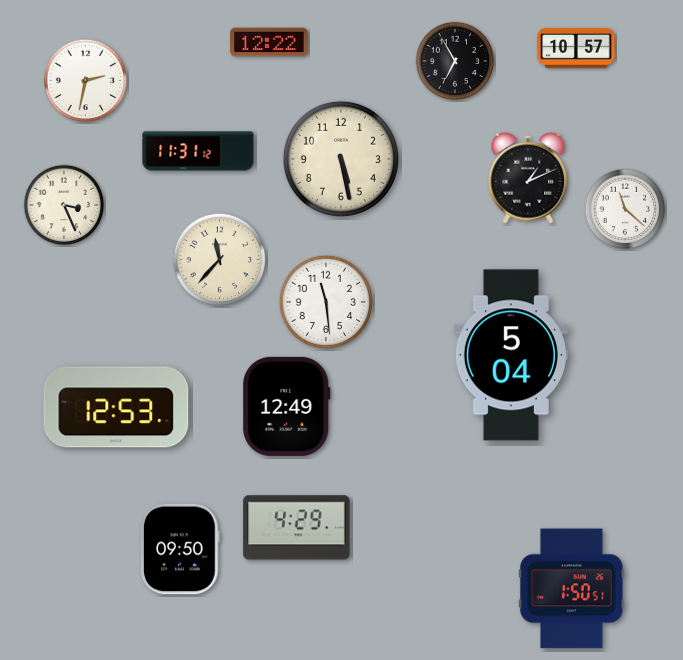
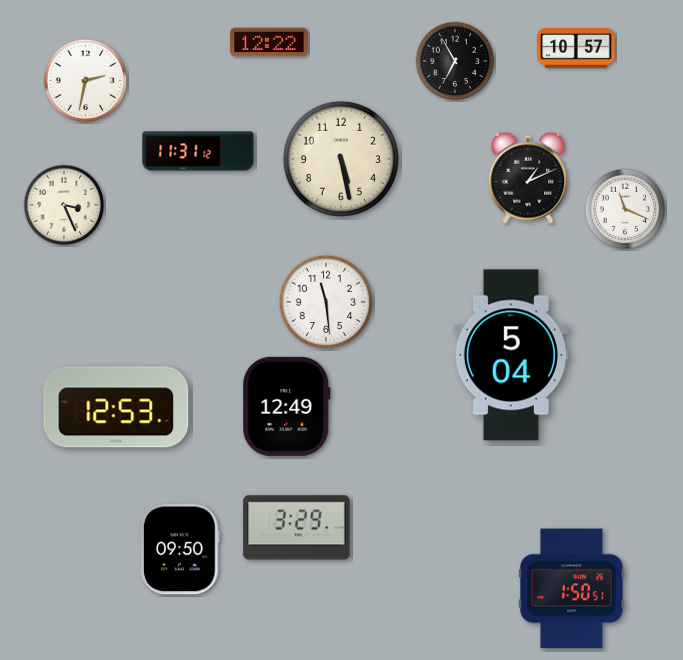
clock at (625, 209): 11:22 -> 11:19
clock at (220, 260): 11:37 -> none
clock at (297, 528): 4:29 -> 3:29
